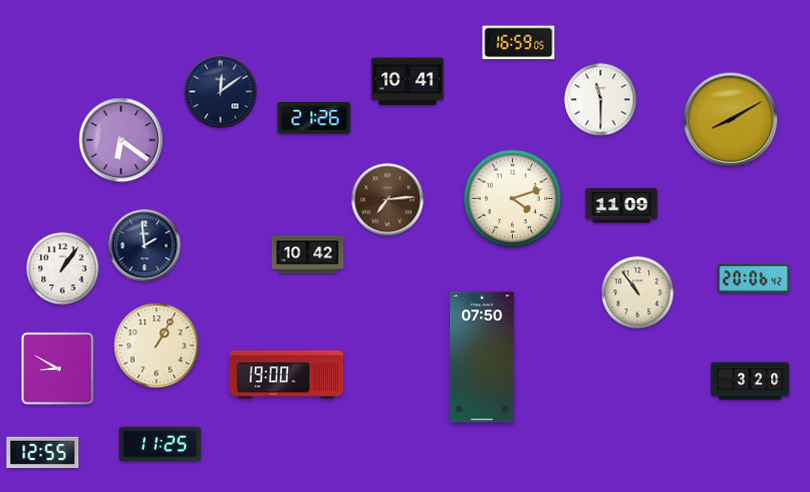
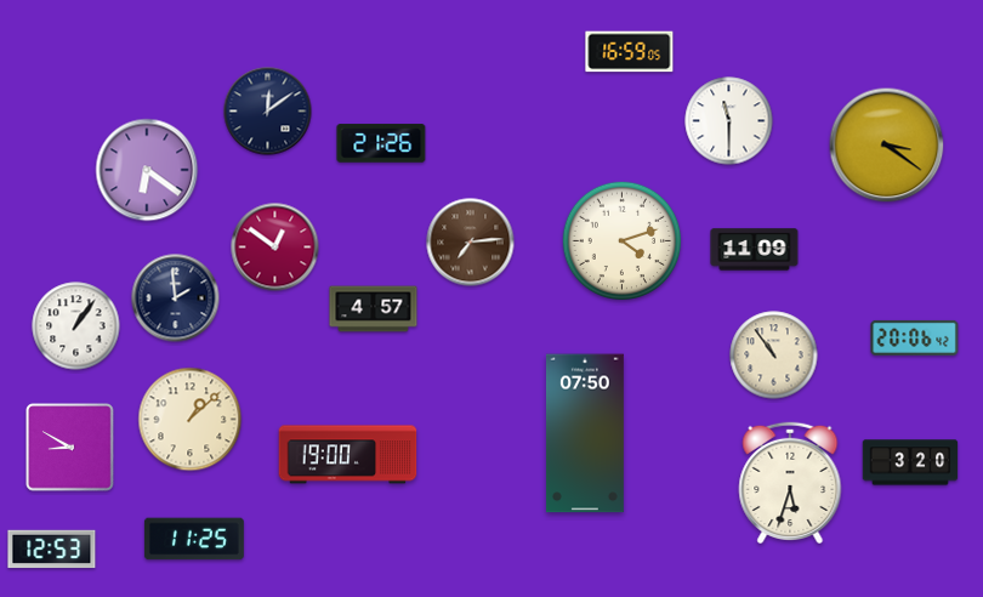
clock at (408, 82): 10:41 -> none
clock at (731, 120): 8:10 -> 3:21
clock at (275, 248): none -> 12:51
clock at (308, 255): 10:42 -> 4:57
clock at (157, 346): 1:05 -> 1:08
clock at (790, 482): none -> 5:33
clock at (43, 453): 12:55 -> 12:53
